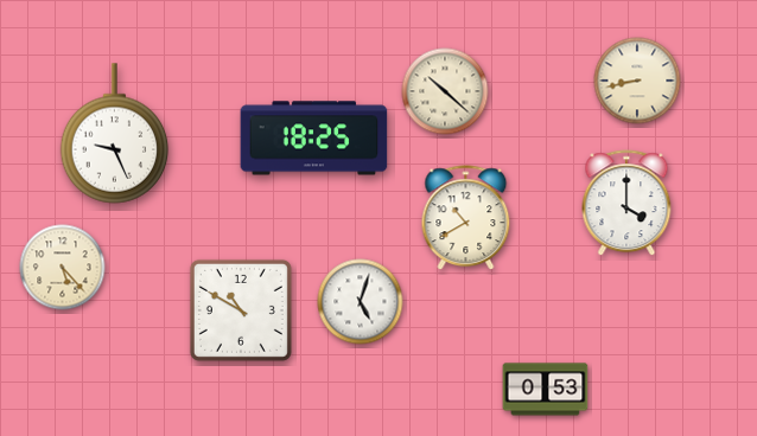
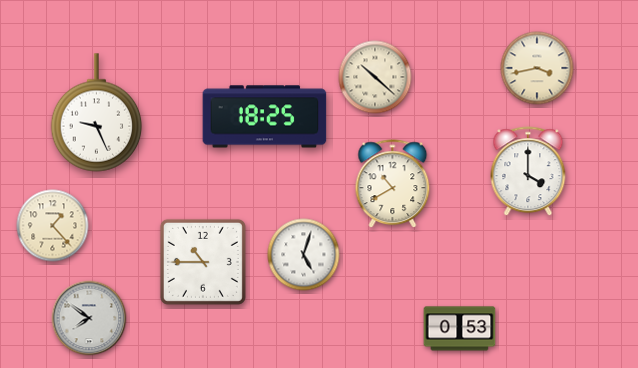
clock at (637, 81): 8:43 -> 3:43
clock at (63, 268): 5:23 -> 1:23
clock at (241, 310): 10:50 -> 10:45
clock at (89, 318): none -> 7:51
